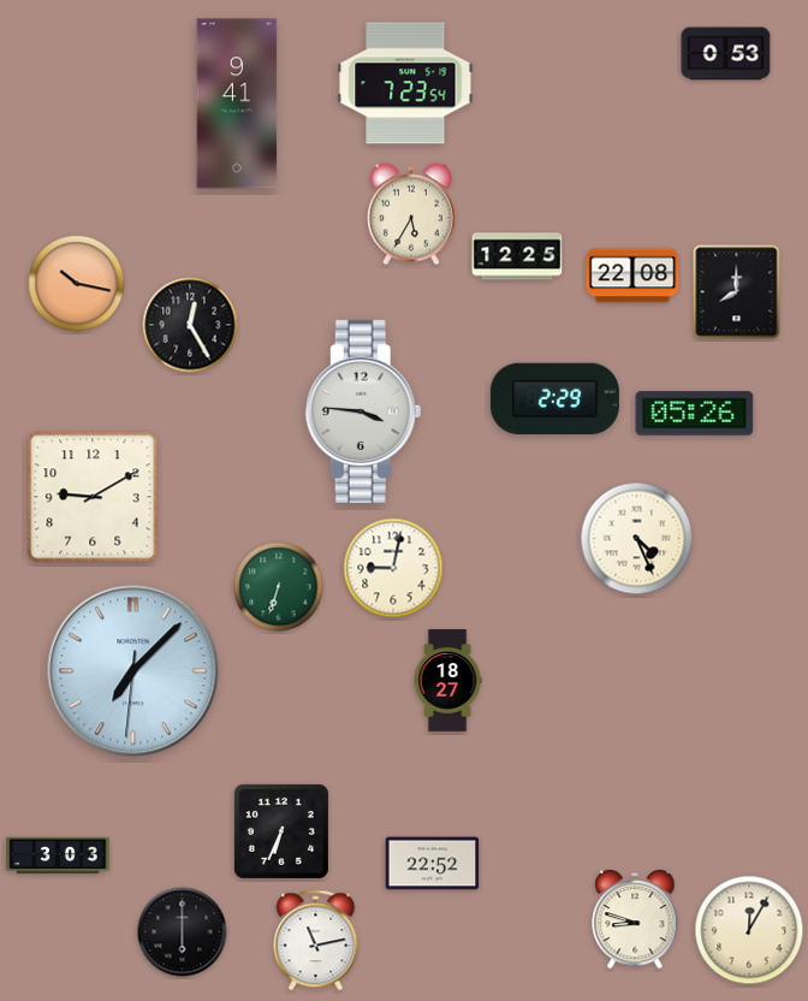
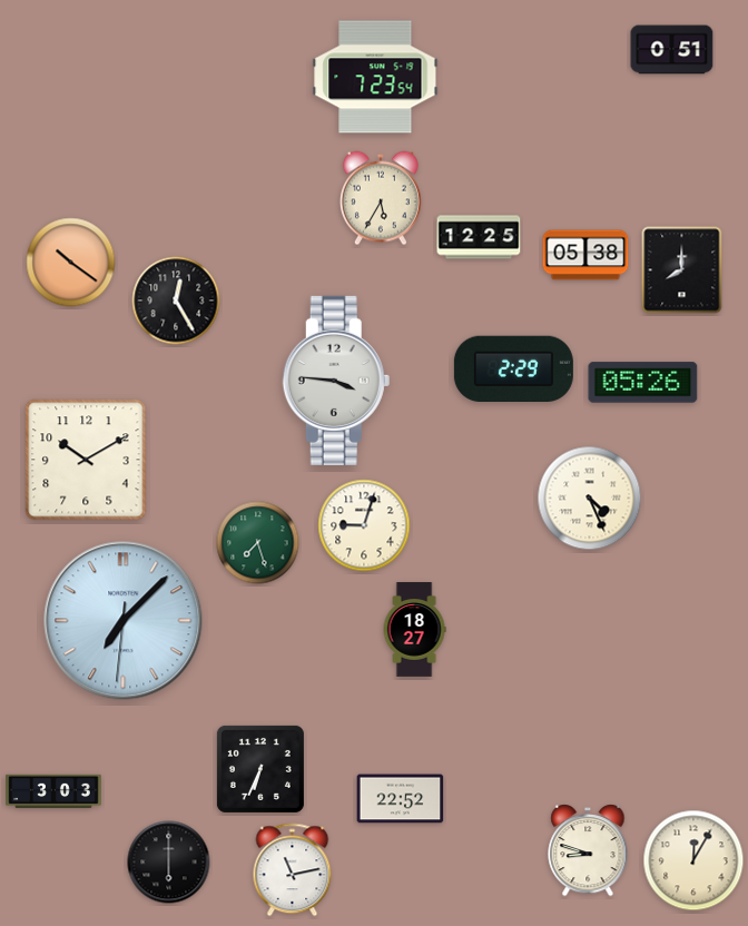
clock at (726, 54): 0:53 -> 0:51
clock at (237, 103): 9:41 -> none
clock at (632, 276): 22:08 -> 05:38
clock at (77, 284): 10:17 -> 10:21
clock at (93, 497): 9:10 -> 10:10
clock at (393, 568): 9:02 -> 9:03
clock at (279, 587): 6:33 -> 7:27
